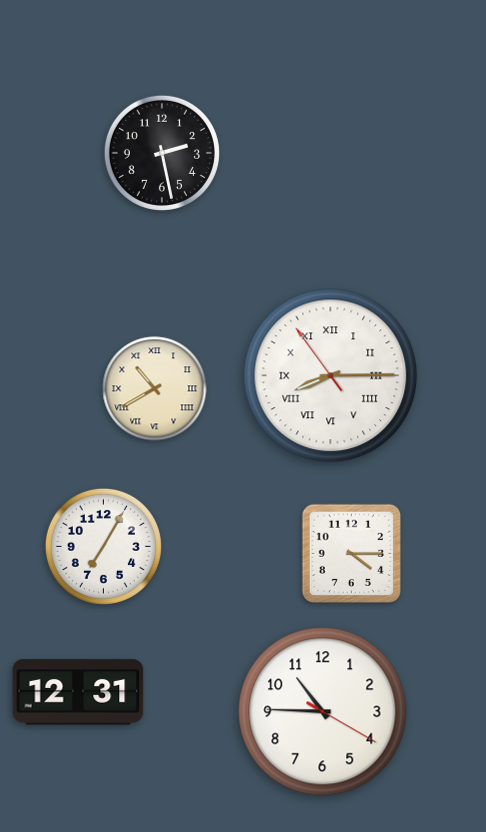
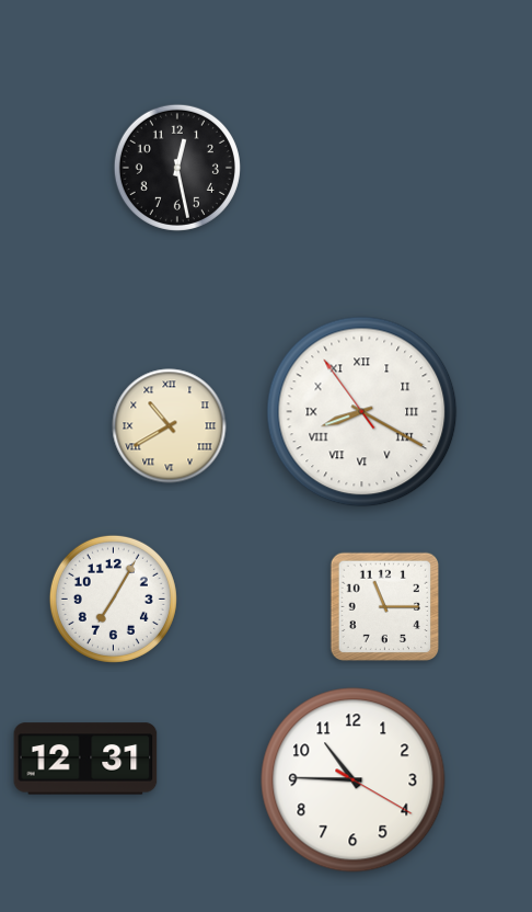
clock at (162, 153): 2:28 -> 12:28
clock at (331, 376): 8:14 -> 8:19
clock at (352, 554): 4:15 -> 11:15
